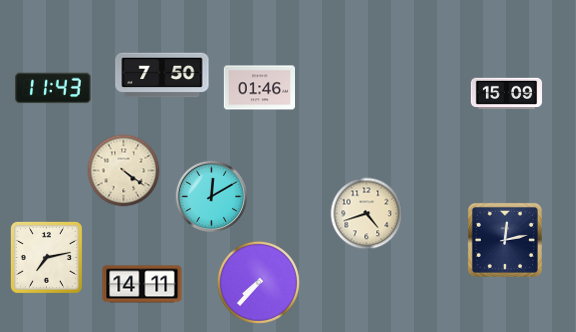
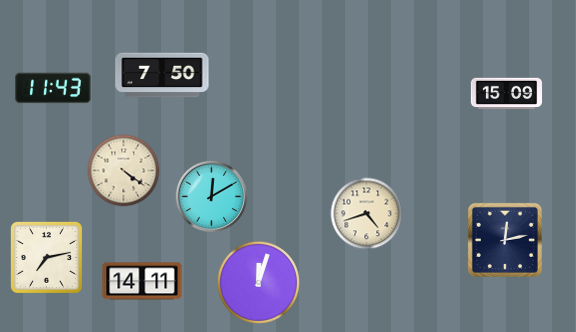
clock at (259, 88): 01:46 -> none
clock at (258, 282): 7:37 -> 12:03
clock at (142, 284) position: (142, 284) -> (142, 281)
